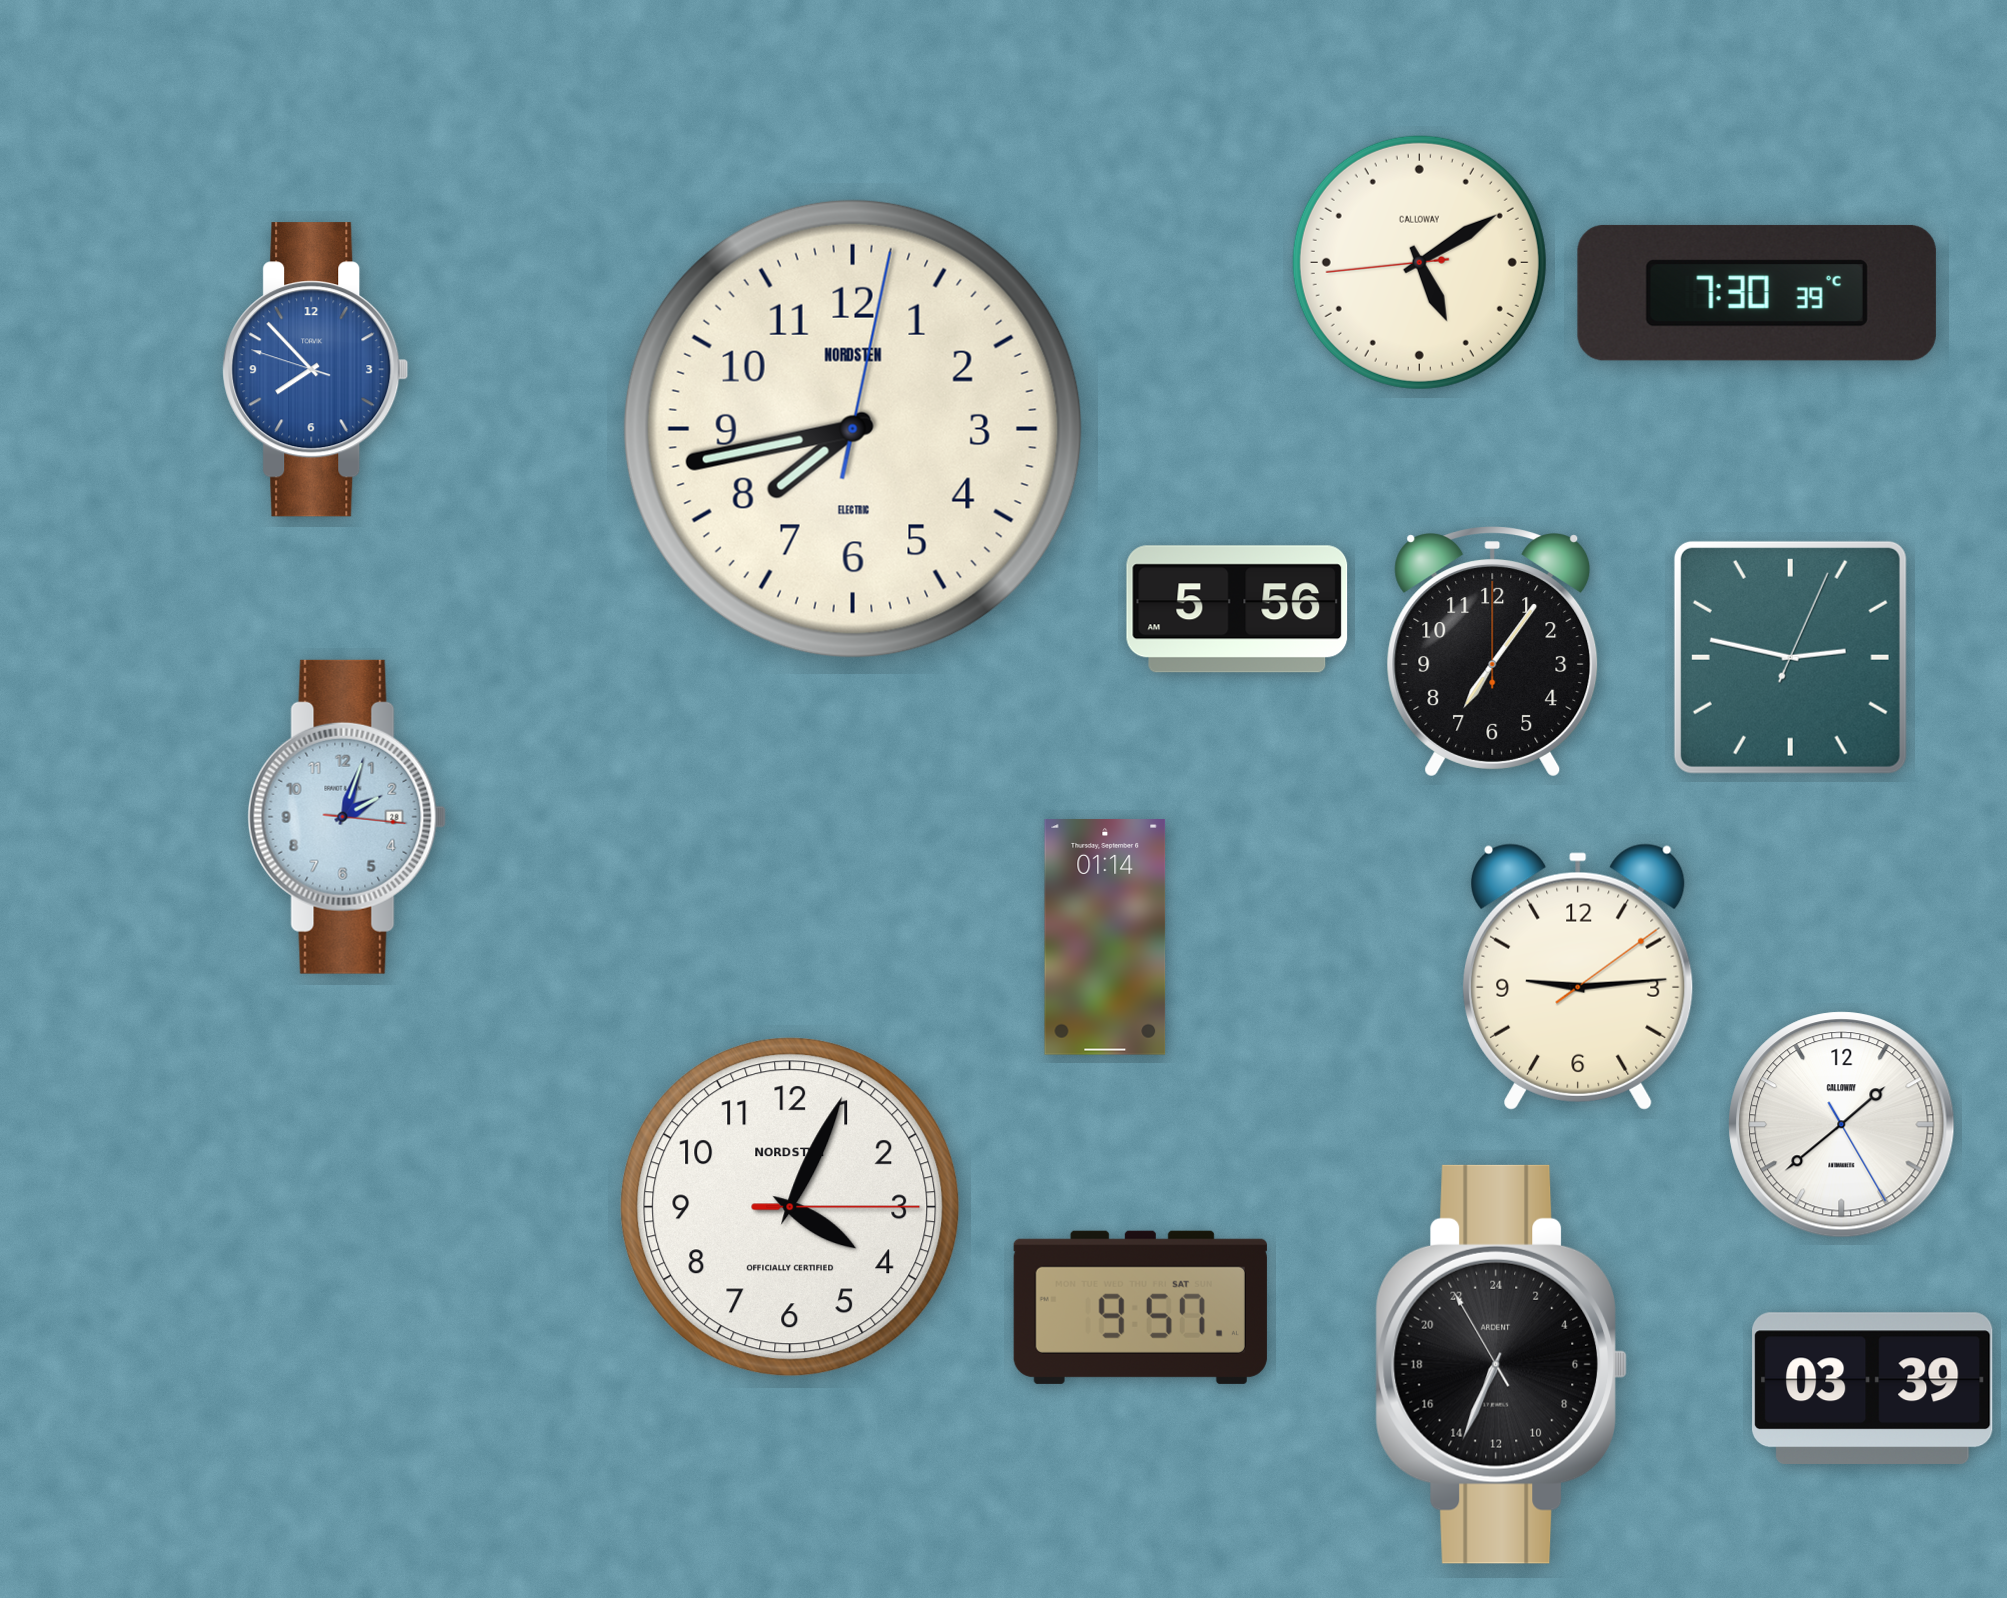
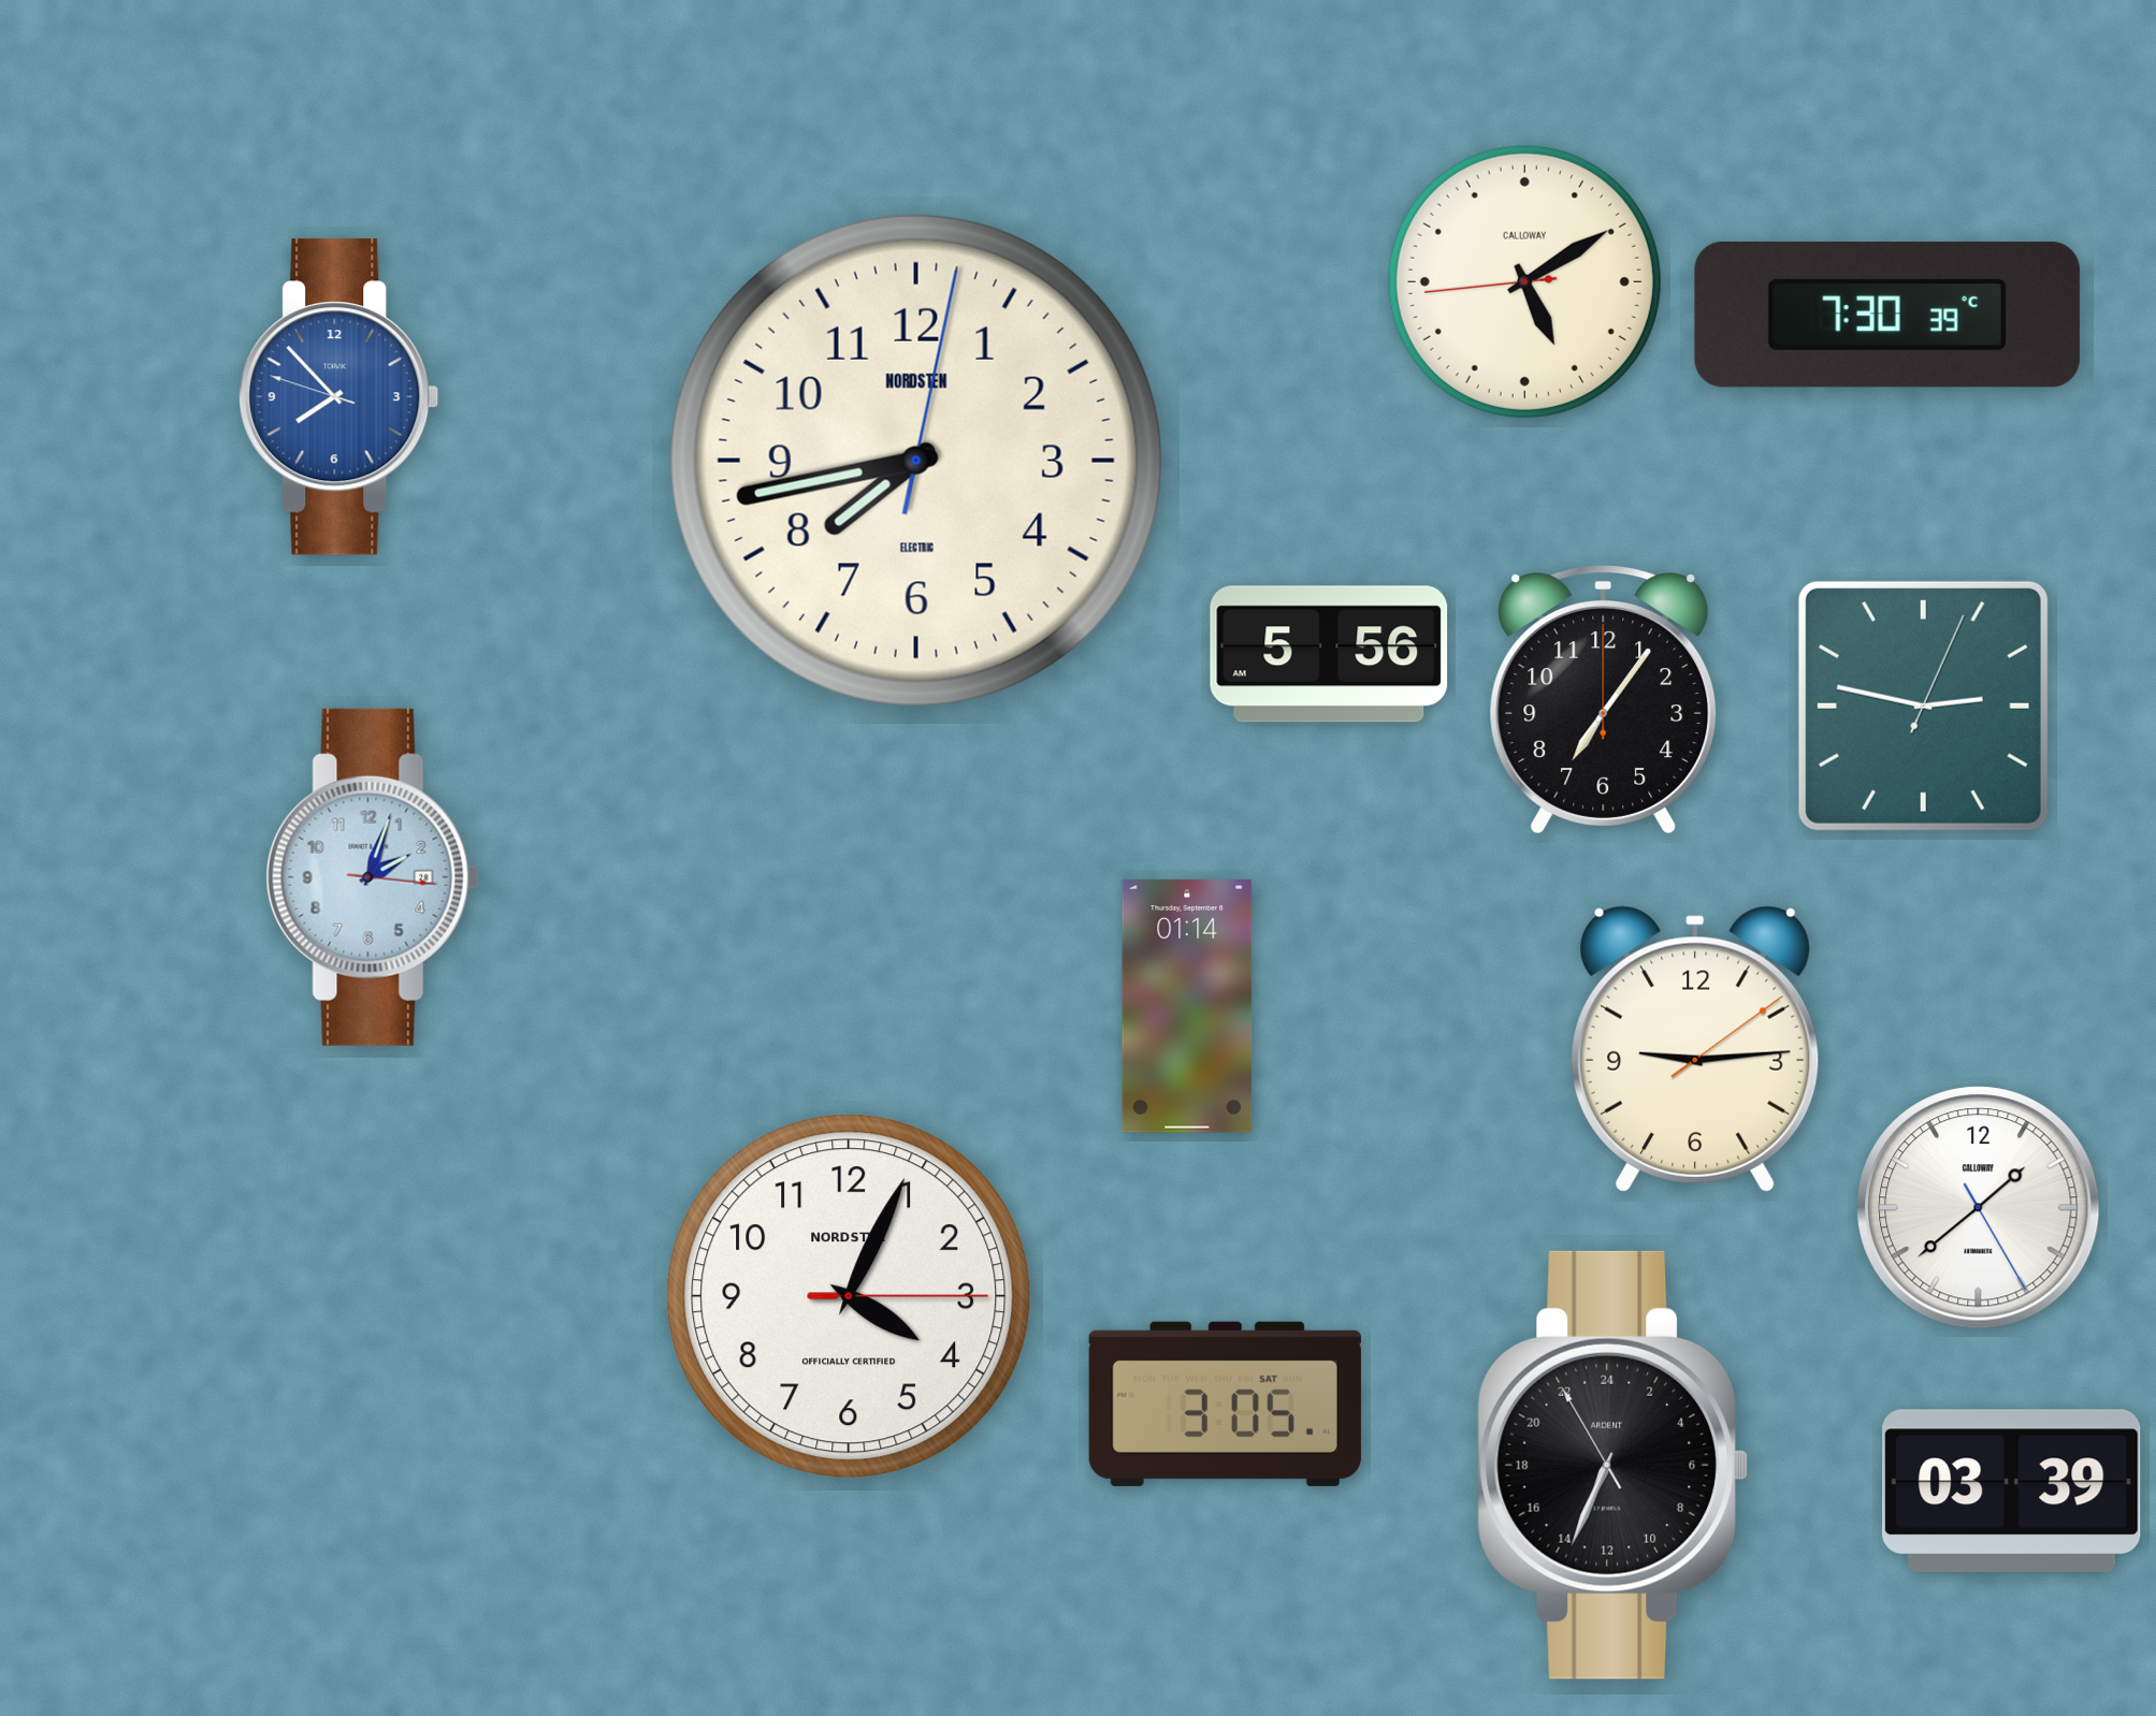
clock at (1140, 1307): 9:57 -> 3:05
